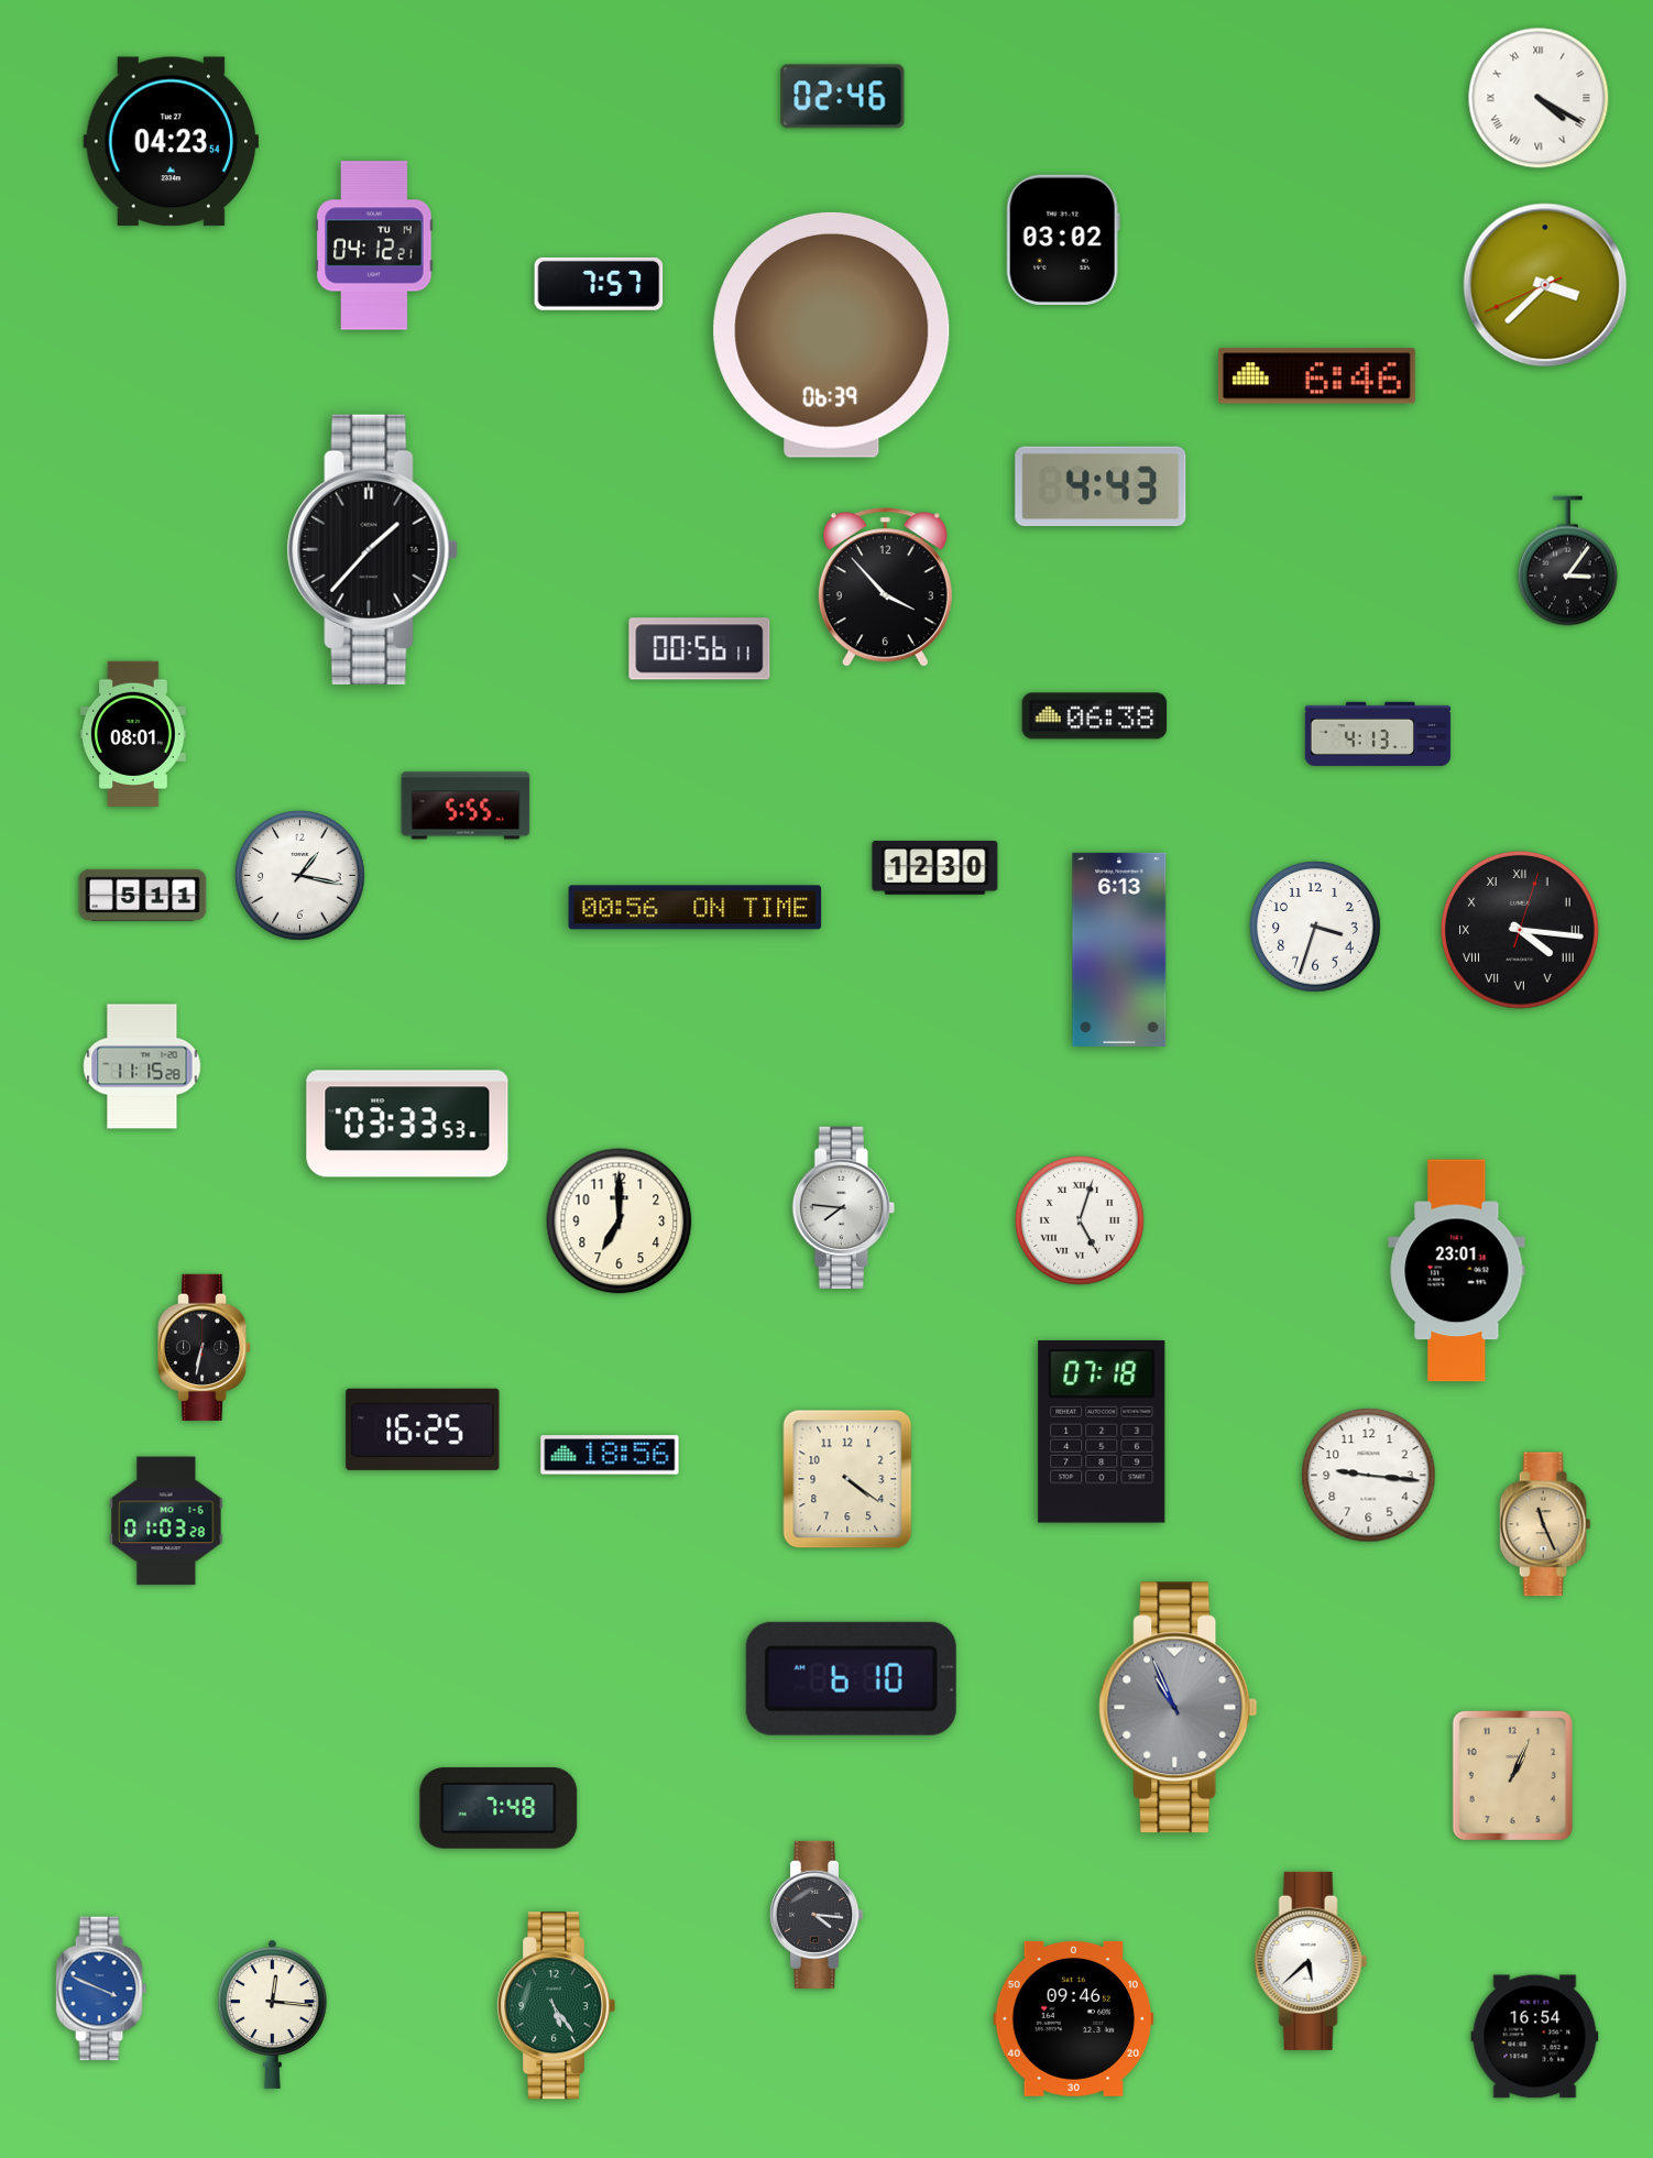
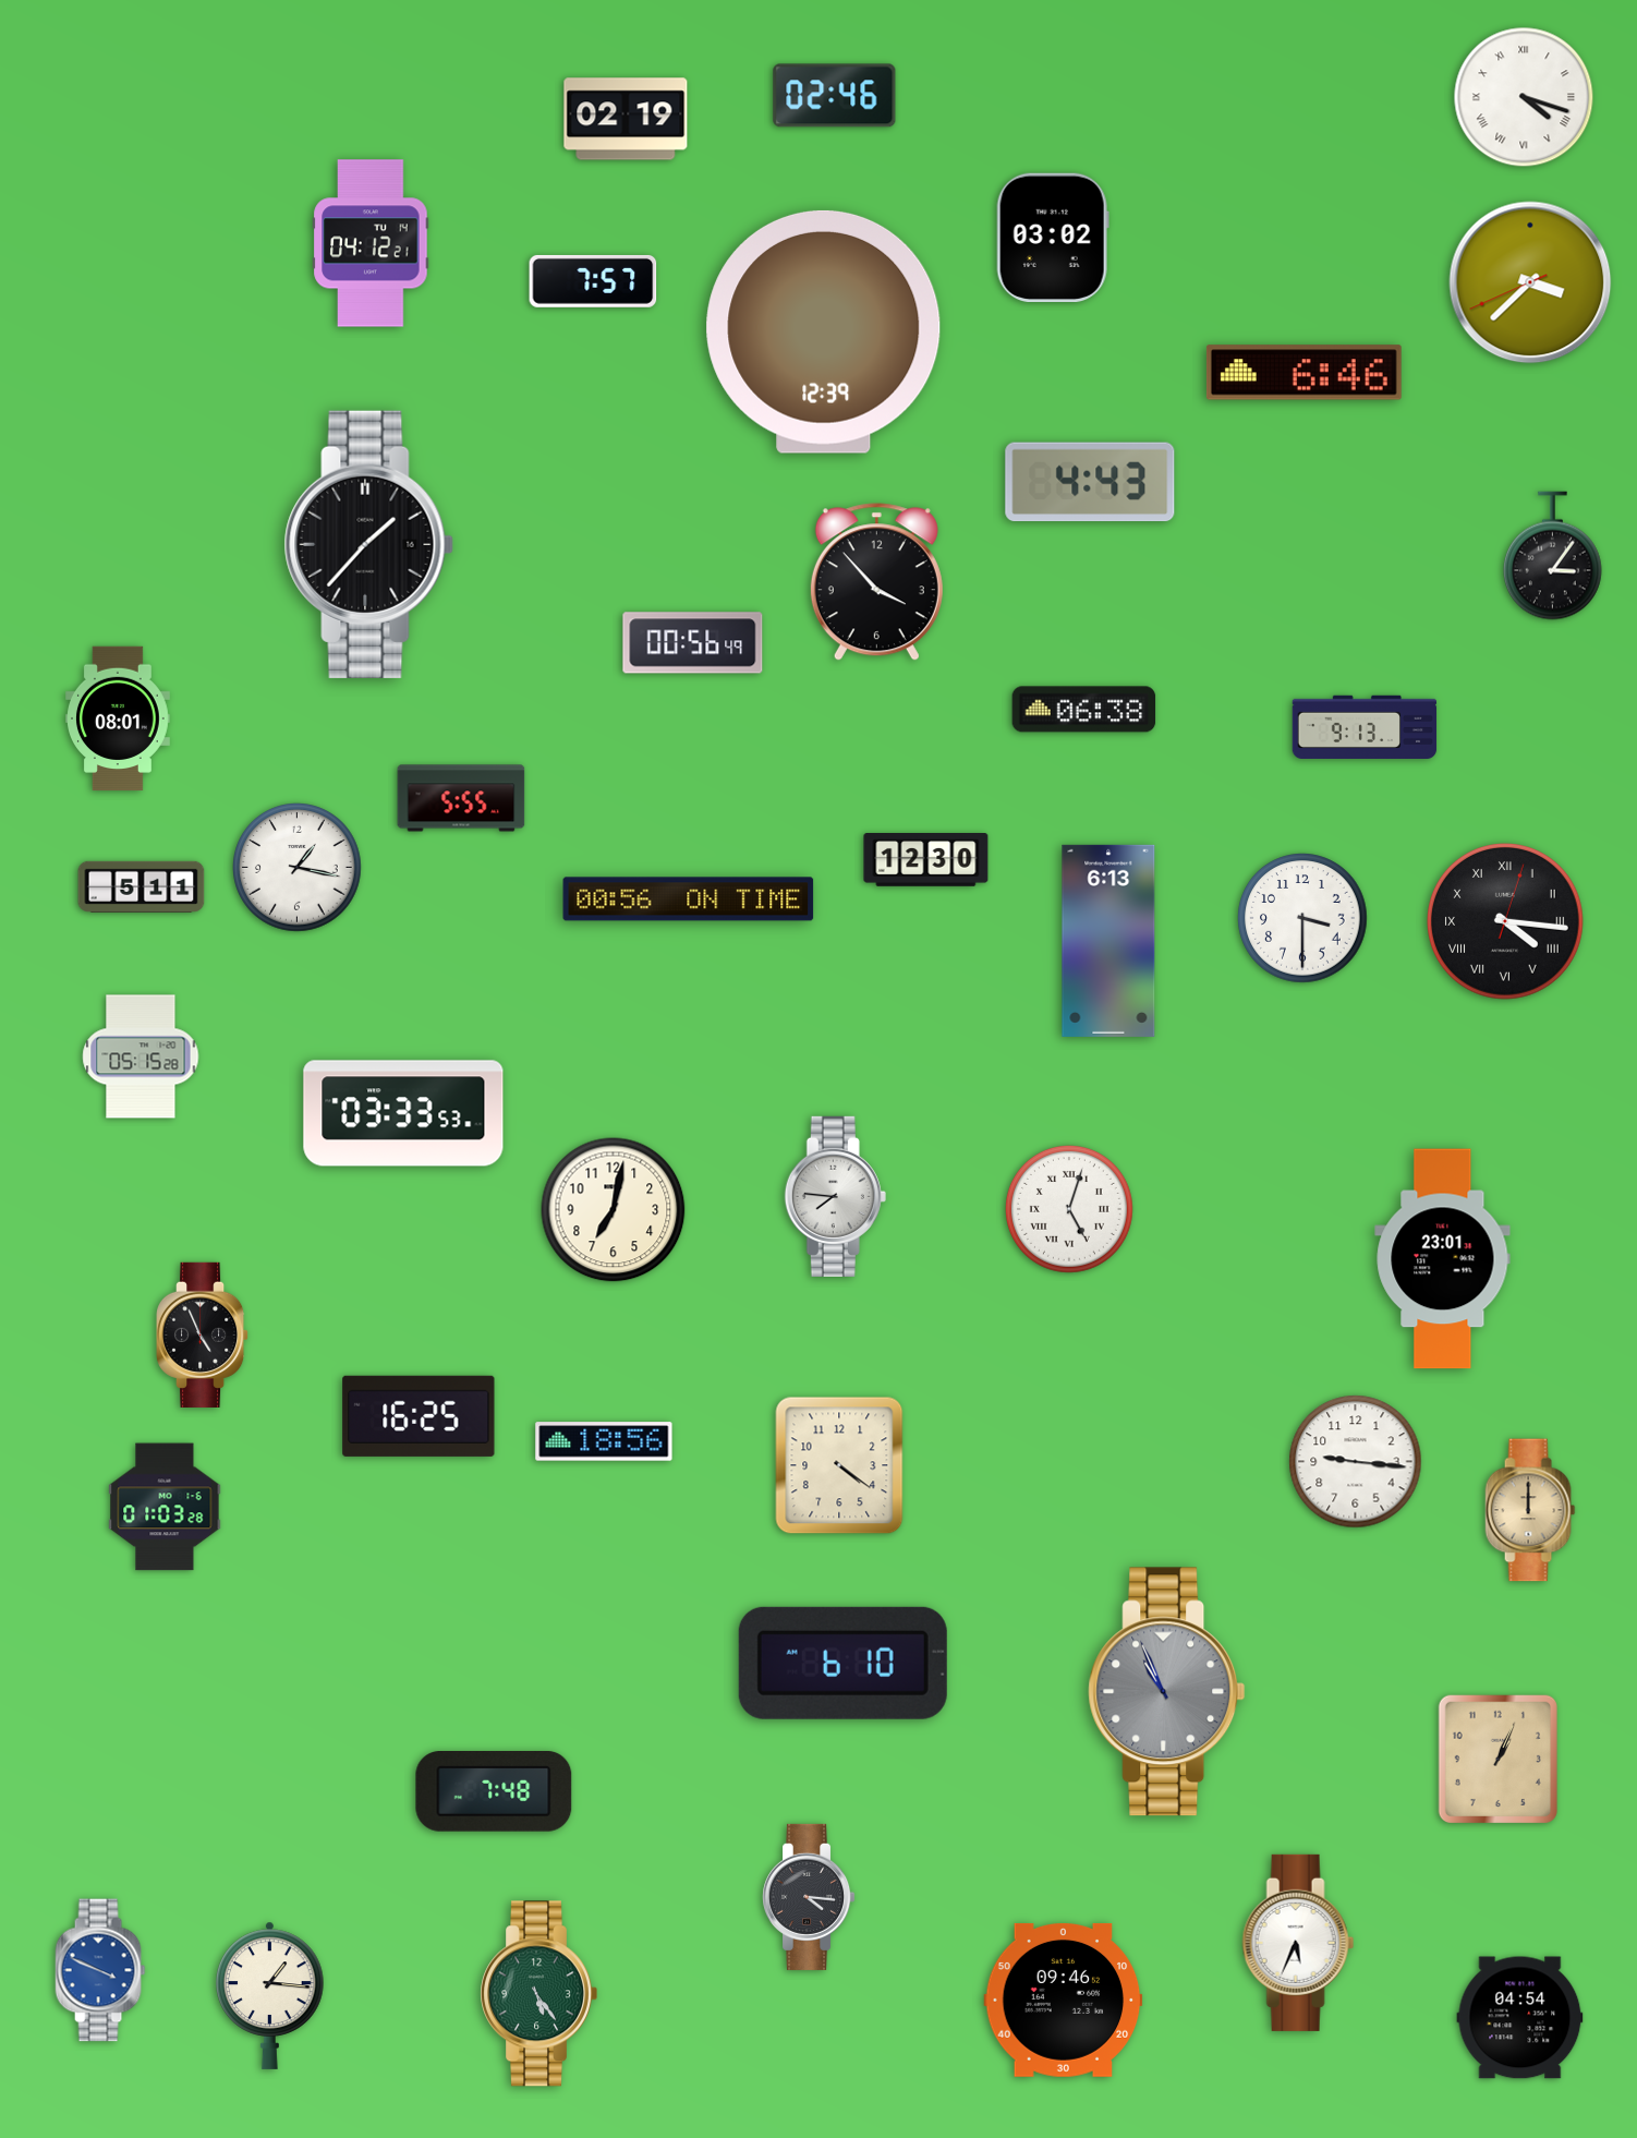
clock at (1539, 98): 4:20 -> 4:18
clock at (626, 119): none -> 02:19
clock at (172, 142): 04:23 -> none
clock at (832, 335): 06:39 -> 12:39
clock at (700, 649): 00:56:11 -> 00:56:49
clock at (134, 734) position: (134, 734) -> (119, 718)
clock at (1378, 734): 4:13 -> 9:13
clock at (1315, 927): 3:33 -> 3:30
clock at (142, 1066): 11:15 -> 05:15
clock at (620, 1222): 7:00 -> 7:02
clock at (206, 1347): 6:32 -> 4:56
clock at (1102, 1432): 07:18 -> none
clock at (1545, 1524): 11:26 -> 12:00
clock at (1311, 1961): 5:38 -> 5:34
clock at (556, 2006) position: (556, 2006) -> (538, 1994)
clock at (273, 2014): 12:16 -> 1:16
clock at (1535, 2037): 16:54 -> 04:54
